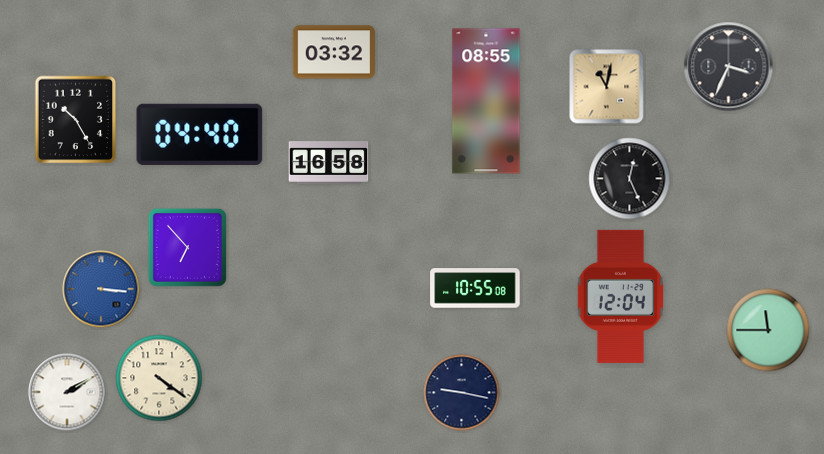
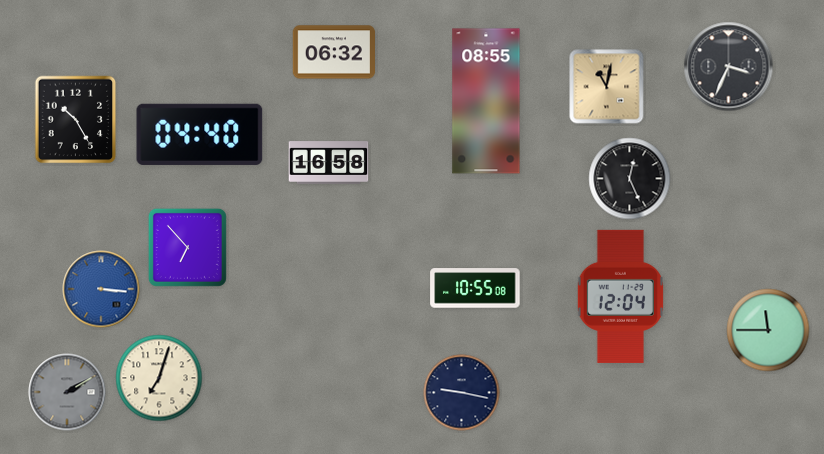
clock at (333, 52): 03:32 -> 06:32
clock at (159, 378): 4:21 -> 7:03
clock at (67, 392) dial: white -> grey
